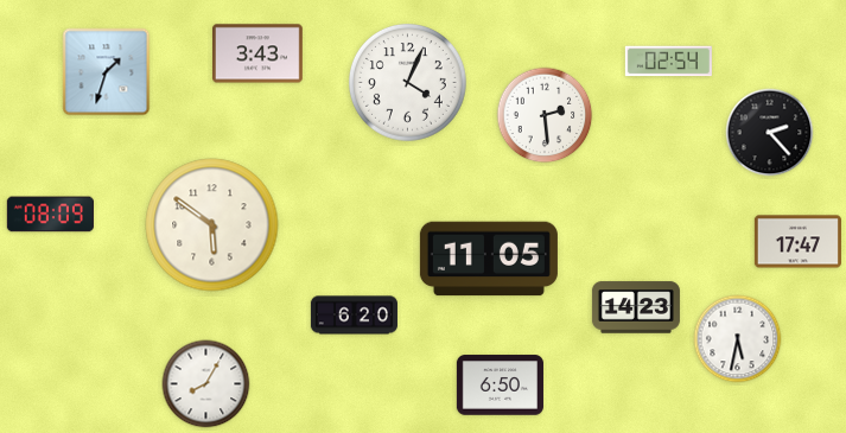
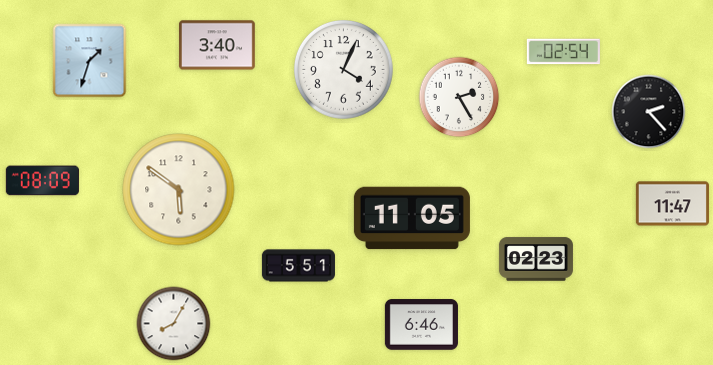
clock at (259, 53): 3:43 -> 3:40
clock at (545, 115): 2:29 -> 2:25
clock at (797, 242): 17:47 -> 11:47
clock at (636, 307): 14:23 -> 02:23
clock at (354, 316): 6:20 -> 5:51
clock at (738, 339): 5:32 -> none
clock at (500, 386): 6:50 -> 6:46
